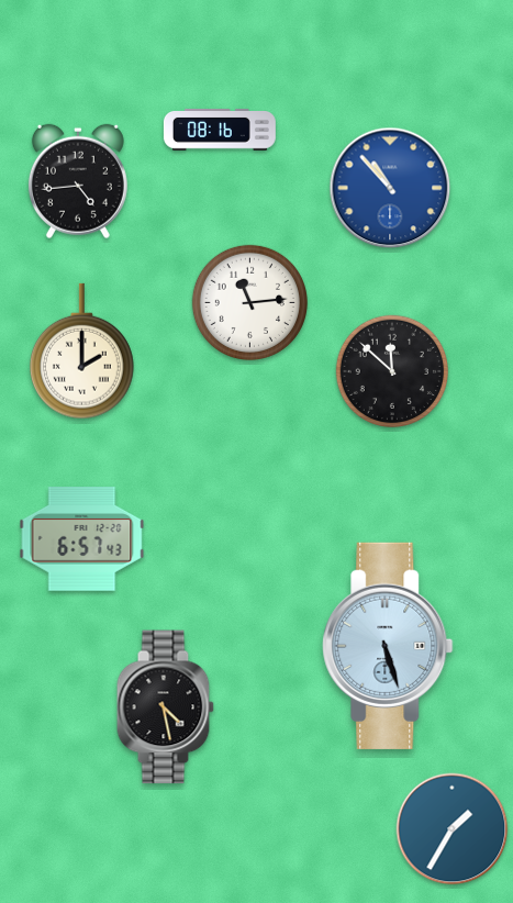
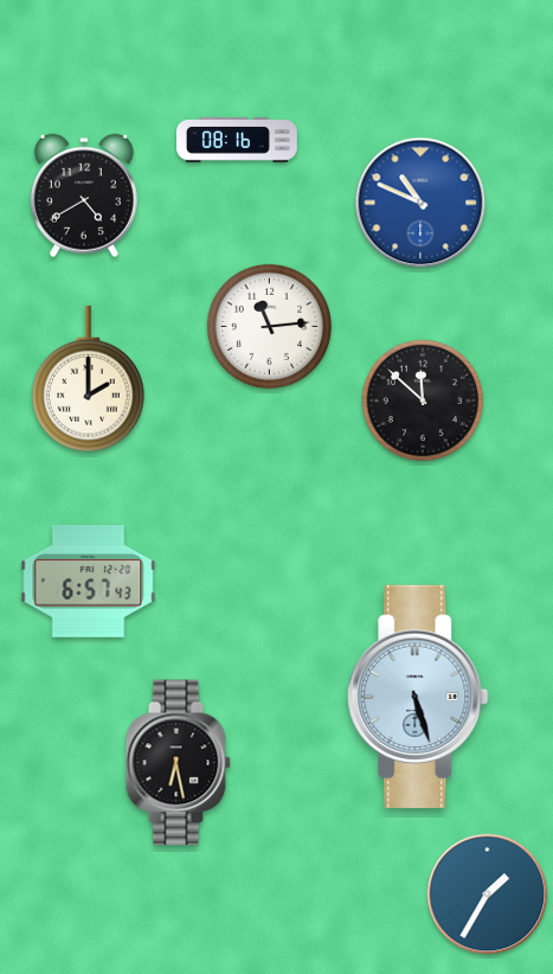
clock at (78, 181): 4:44 -> 4:40
clock at (390, 188): 10:53 -> 10:49
clock at (165, 707): 4:28 -> 6:28
